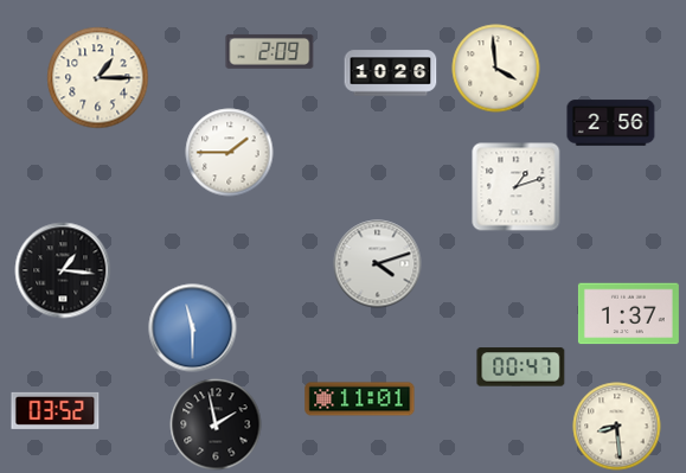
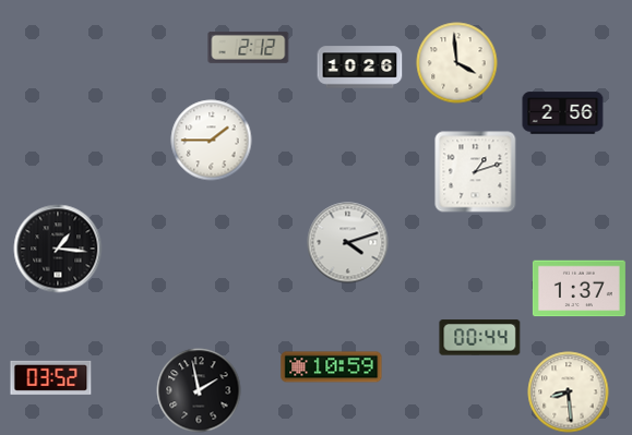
clock at (270, 51): 2:09 -> 2:12
clock at (98, 78): 1:15 -> none
clock at (193, 328): 11:30 -> none
clock at (521, 367): 00:47 -> 00:44
clock at (360, 400): 11:01 -> 10:59
